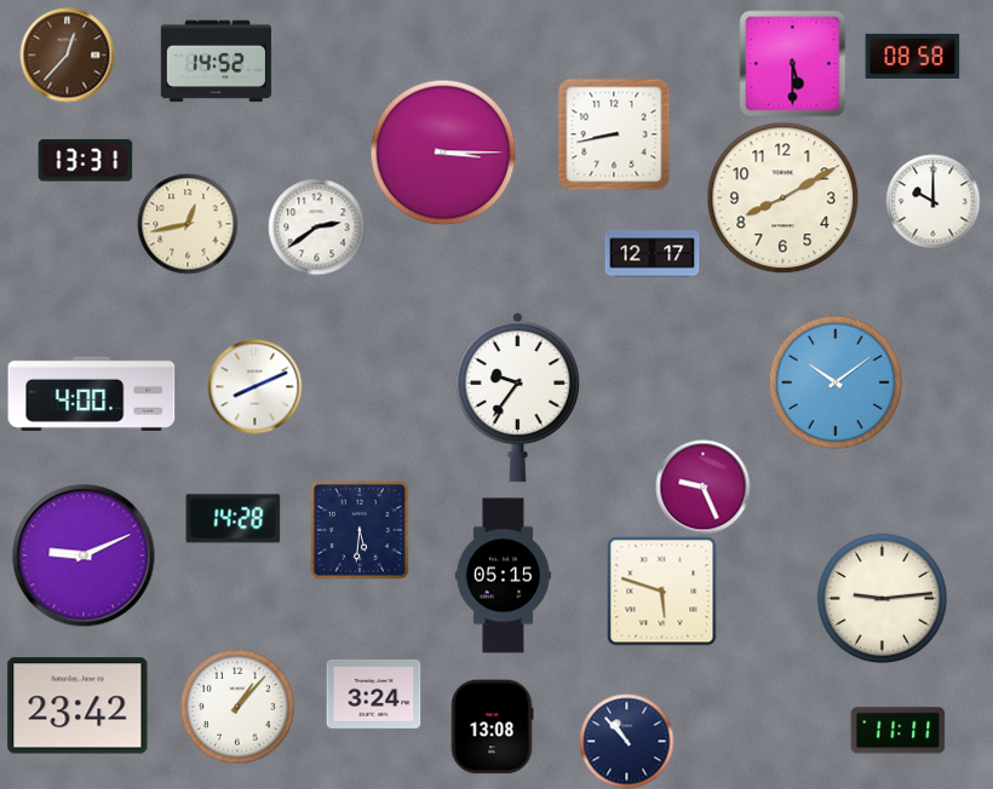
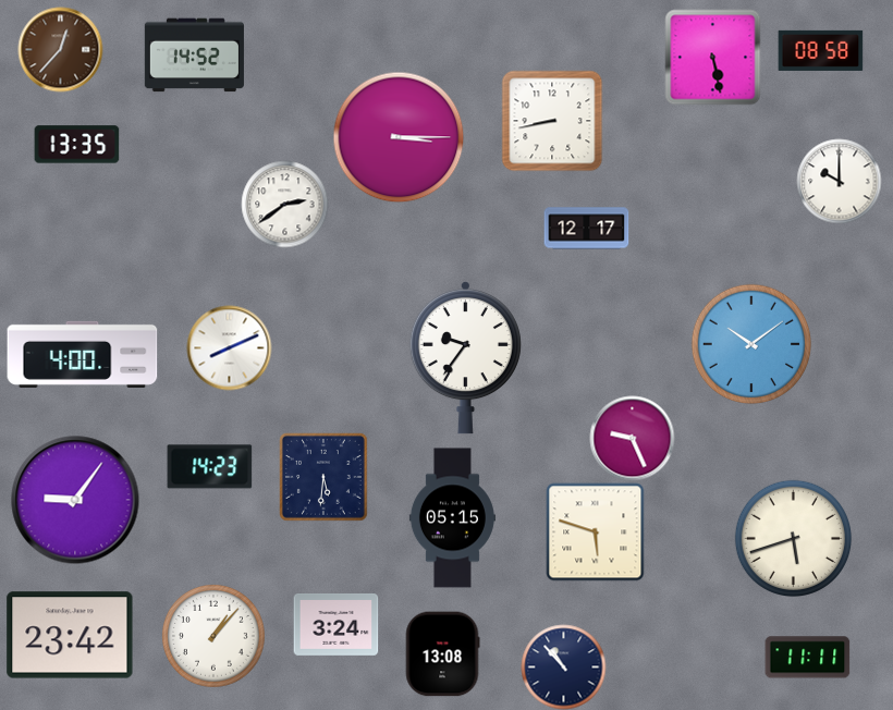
clock at (792, 63): 5:30 -> 5:28
clock at (85, 161): 13:31 -> 13:35
clock at (782, 197): 8:10 -> none
clock at (188, 224): 12:43 -> none
clock at (233, 519): 14:28 -> 14:23
clock at (84, 555): 9:11 -> 9:06
clock at (882, 598): 9:14 -> 5:42
